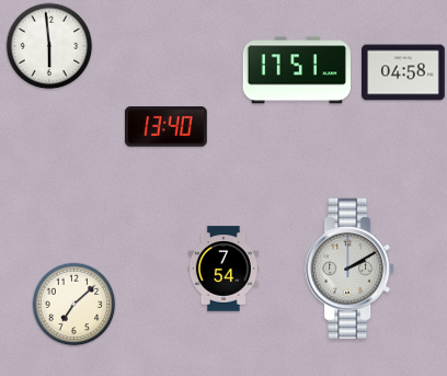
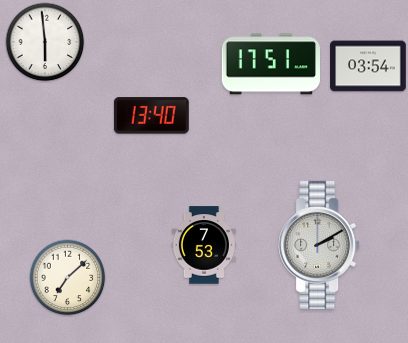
clock at (403, 72): 04:58 -> 03:54
clock at (222, 269): 7:54 -> 7:53
